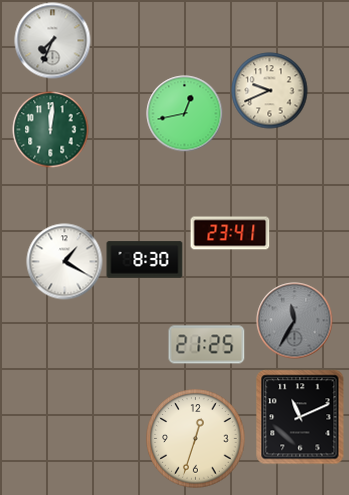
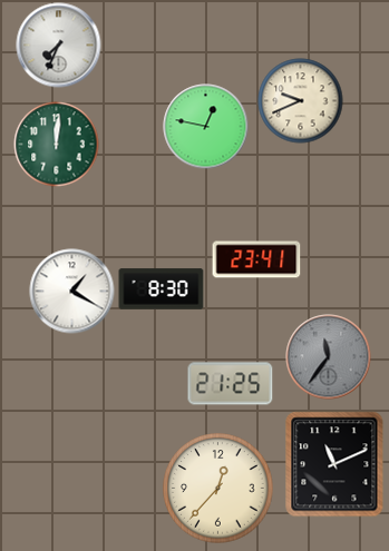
clock at (185, 114): 12:43 -> 12:47
clock at (295, 321): 11:35 -> 11:36
clock at (196, 439): 12:33 -> 12:37
